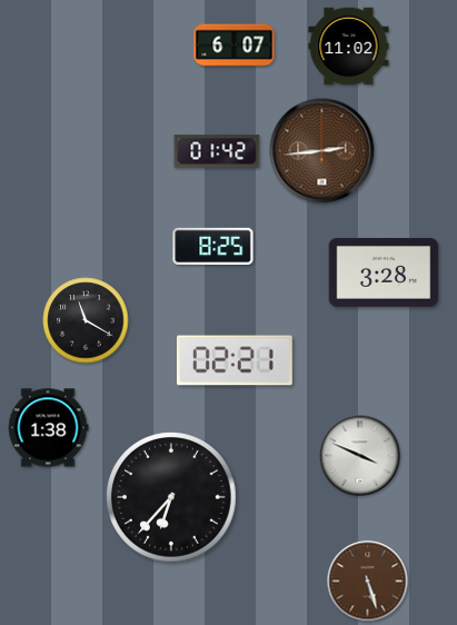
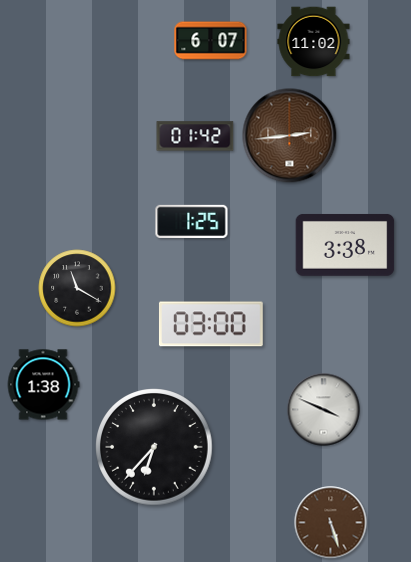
clock at (213, 246): 8:25 -> 1:25
clock at (384, 272): 3:28 -> 3:38
clock at (235, 360): 02:21 -> 03:00
